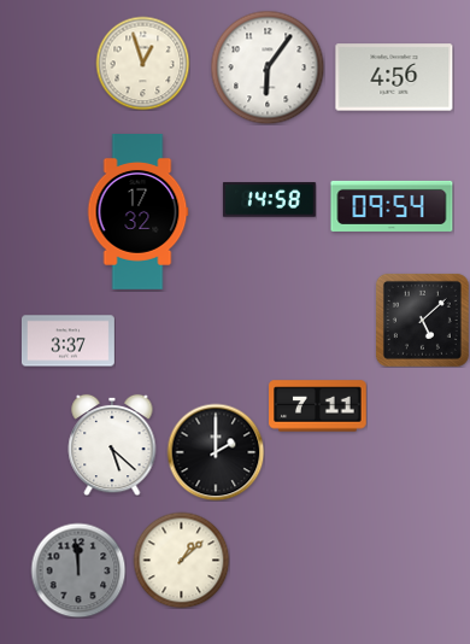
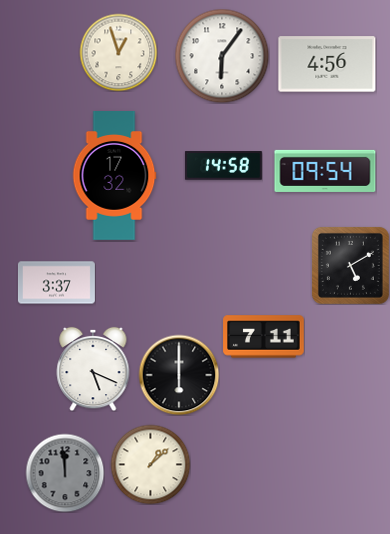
clock at (422, 320): 5:08 -> 5:10
clock at (112, 445): 5:22 -> 5:19
clock at (216, 452): 2:00 -> 6:00
